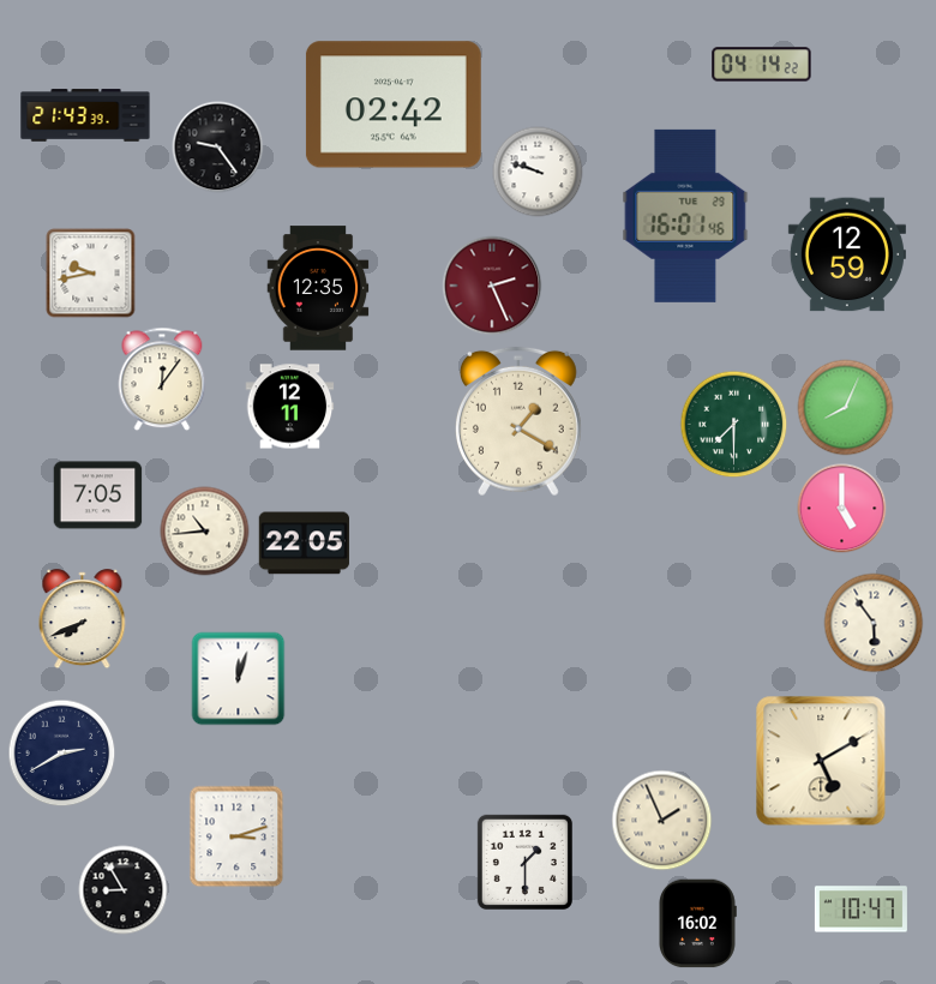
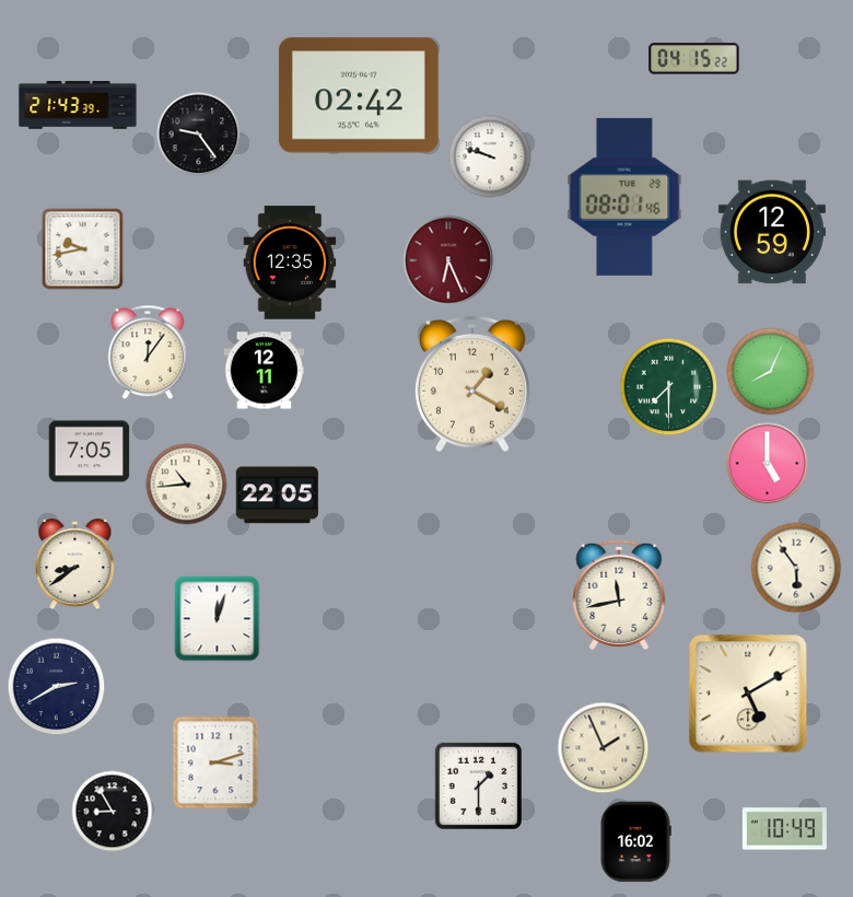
clock at (762, 65): 04:14 -> 04:15
clock at (685, 216): 16:01 -> 08:01
clock at (492, 286): 2:26 -> 6:26
clock at (162, 379) position: (162, 379) -> (148, 352)
clock at (83, 619): 7:41 -> 8:39
clock at (619, 594): none -> 11:43
clock at (860, 910): 10:47 -> 10:49
